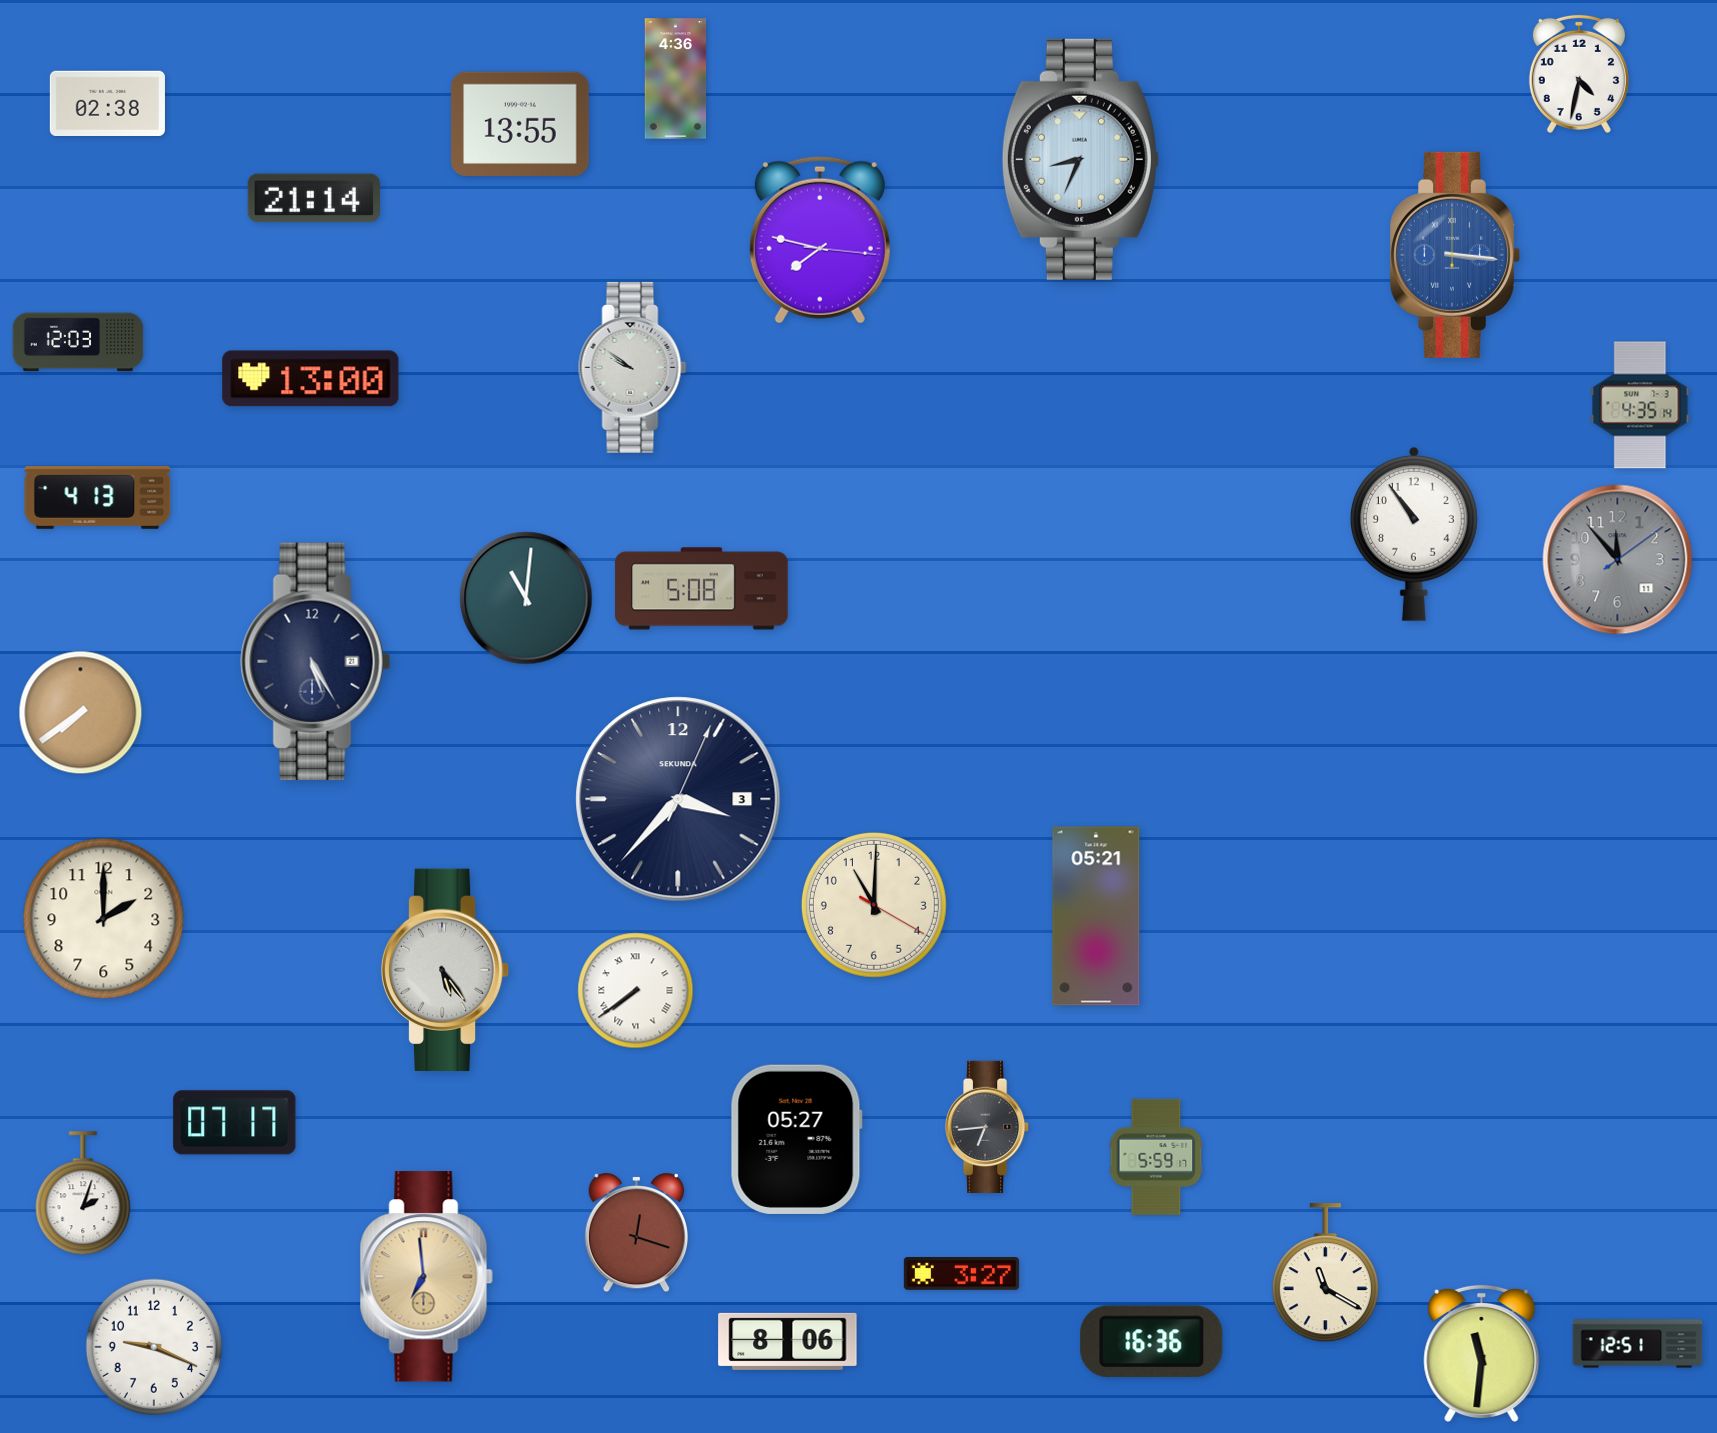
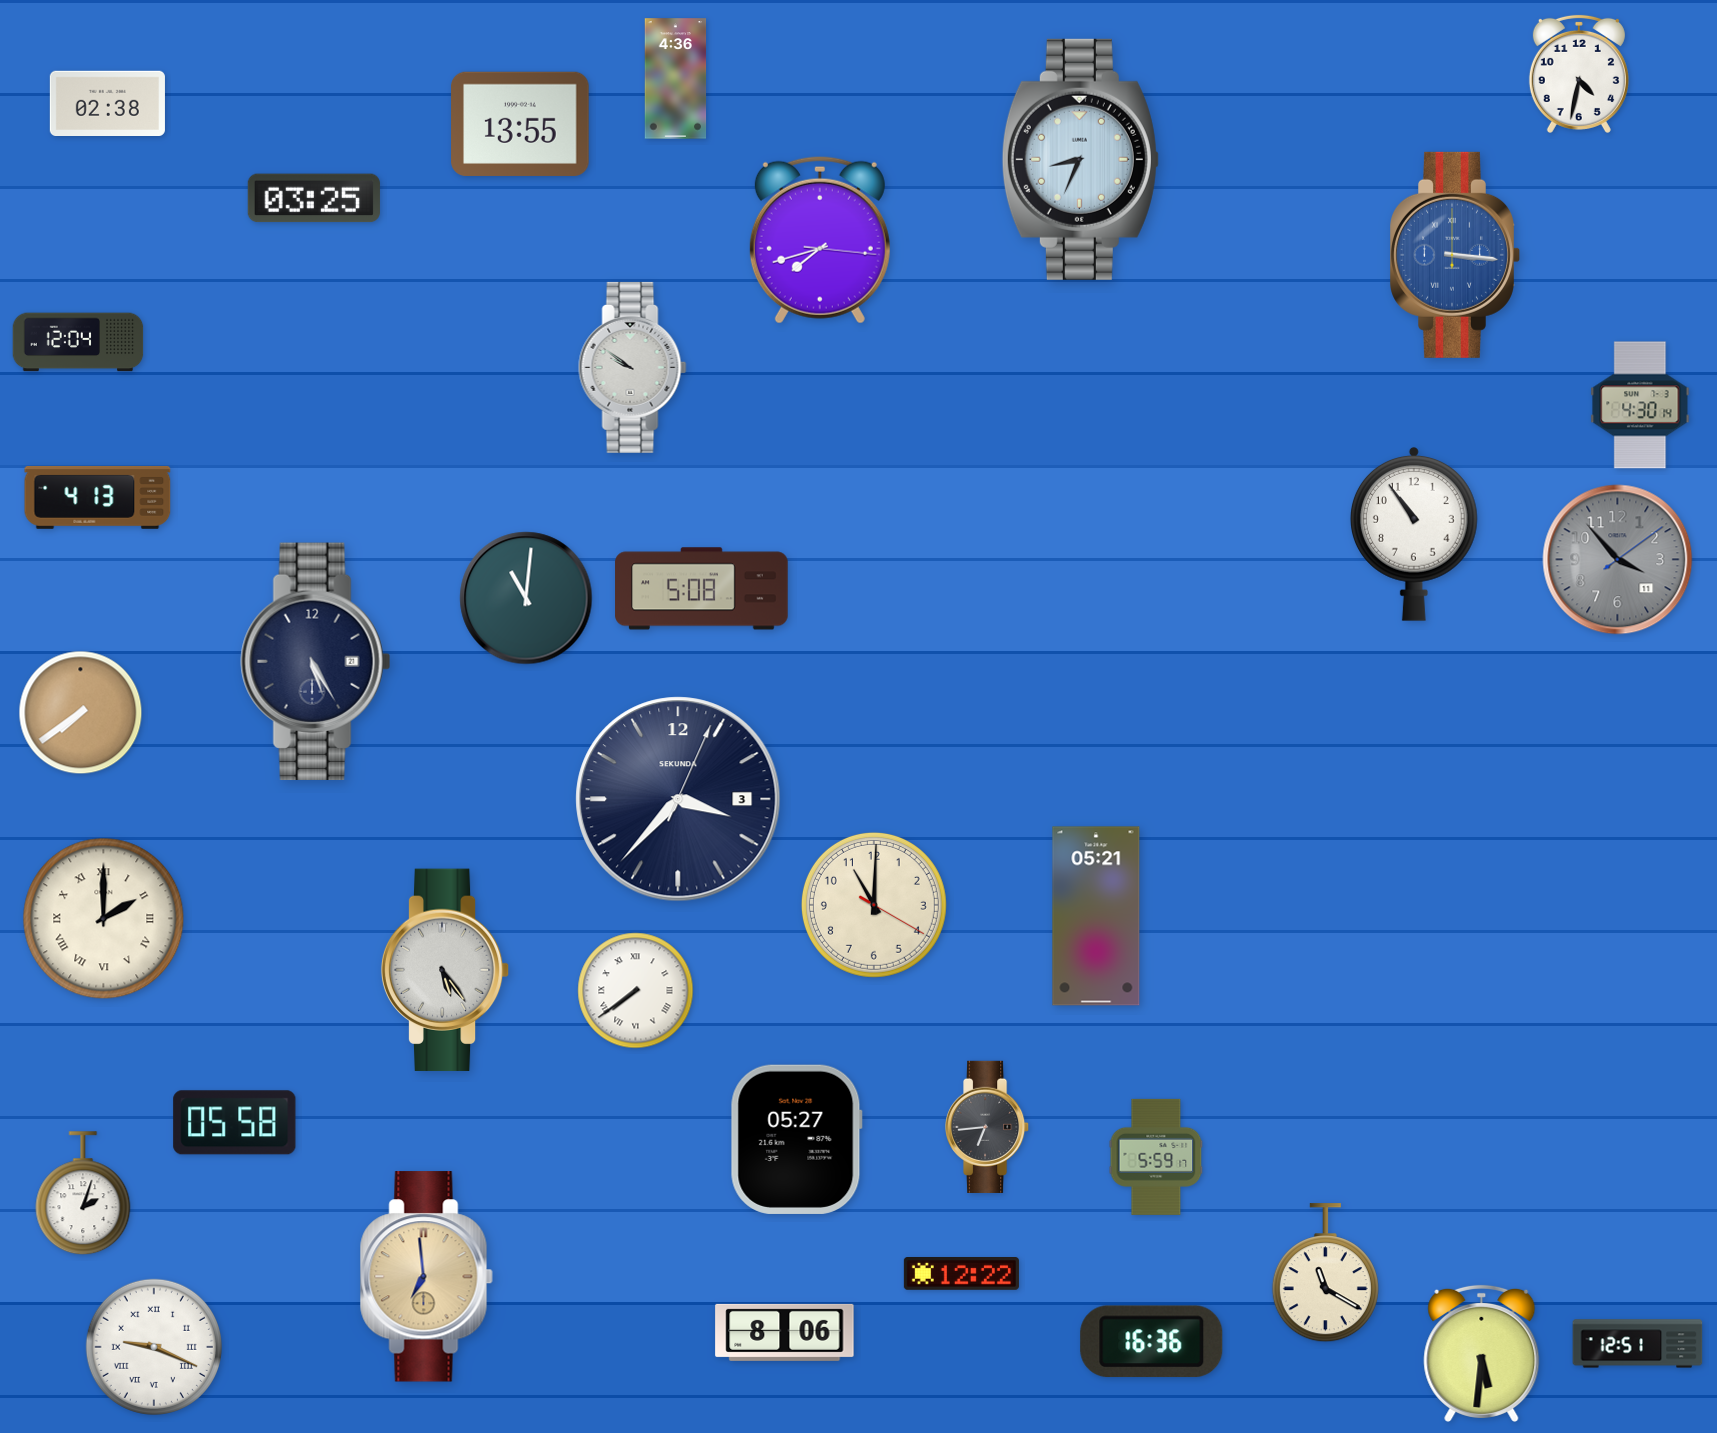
clock at (314, 198): 21:14 -> 03:25
clock at (820, 240): 7:47 -> 7:42
clock at (78, 342): 12:03 -> 12:04
clock at (311, 379): 13:00 -> none
clock at (1640, 405): 4:35 -> 4:30
clock at (1618, 560): 11:53 -> 3:53
clock at (104, 919) numerals: Arabic -> Roman
clock at (235, 1123): 07:17 -> 05:58
clock at (636, 1233): 12:18 -> none
clock at (961, 1274): 3:27 -> 12:22
clock at (788, 1341) position: (788, 1341) -> (785, 1332)
clock at (154, 1347) numerals: Arabic -> Roman
clock at (1482, 1353): 11:31 -> 5:31
